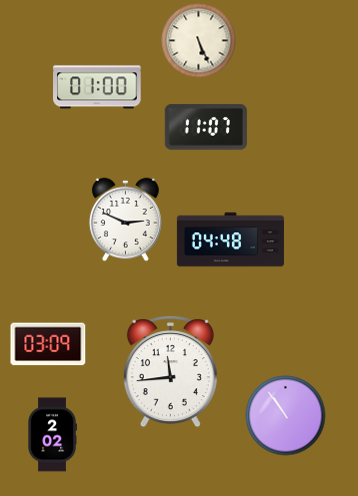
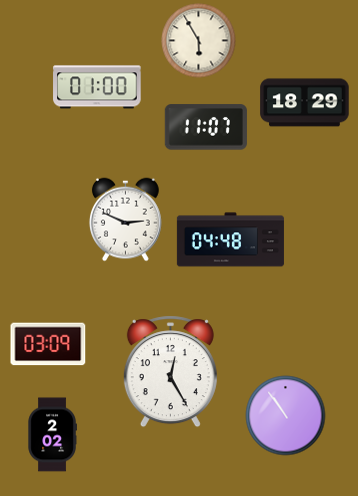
clock at (199, 41): 5:26 -> 5:55
clock at (305, 103): none -> 18:29
clock at (170, 372): 11:44 -> 12:25
